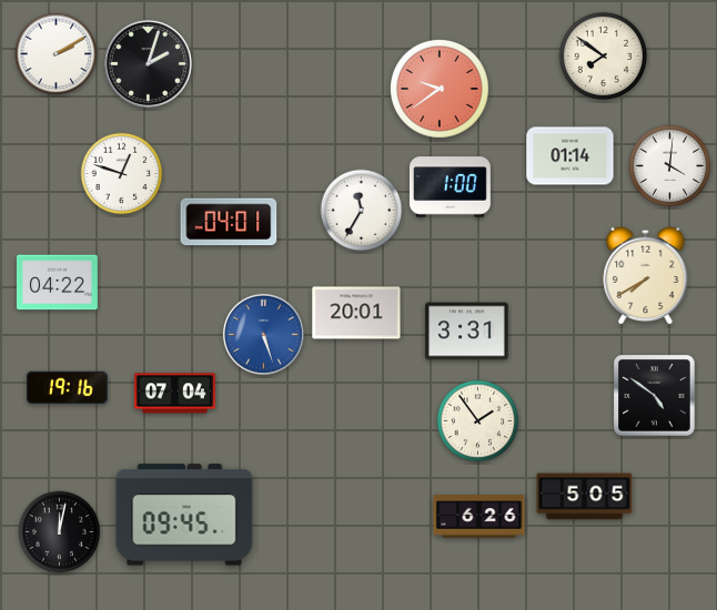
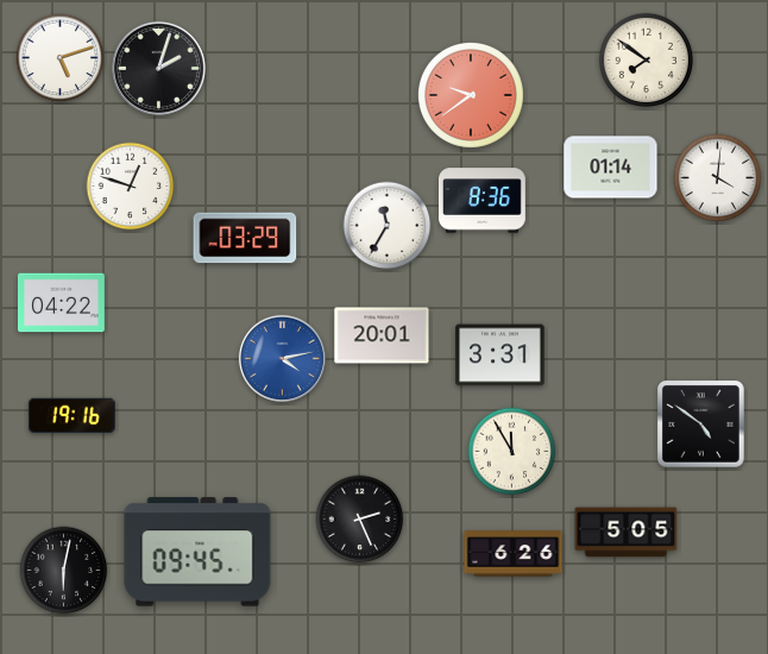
clock at (57, 54): 2:10 -> 5:12
clock at (450, 187): 1:00 -> 8:36
clock at (229, 222): 04:01 -> 03:29
clock at (646, 275): 7:40 -> none
clock at (263, 334): 5:27 -> 4:13
clock at (175, 394): 07:04 -> none
clock at (478, 421): 1:54 -> 11:55
clock at (360, 520): none -> 2:26
clock at (60, 532): 12:02 -> 6:02
